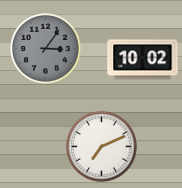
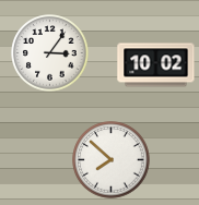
clock at (46, 49) dial: grey -> white
clock at (102, 147): 7:11 -> 7:52
